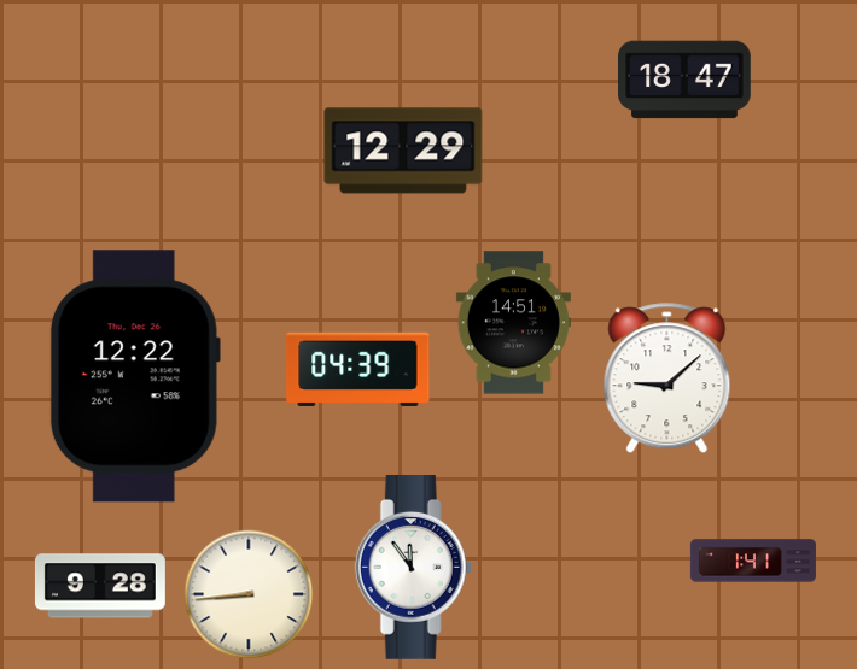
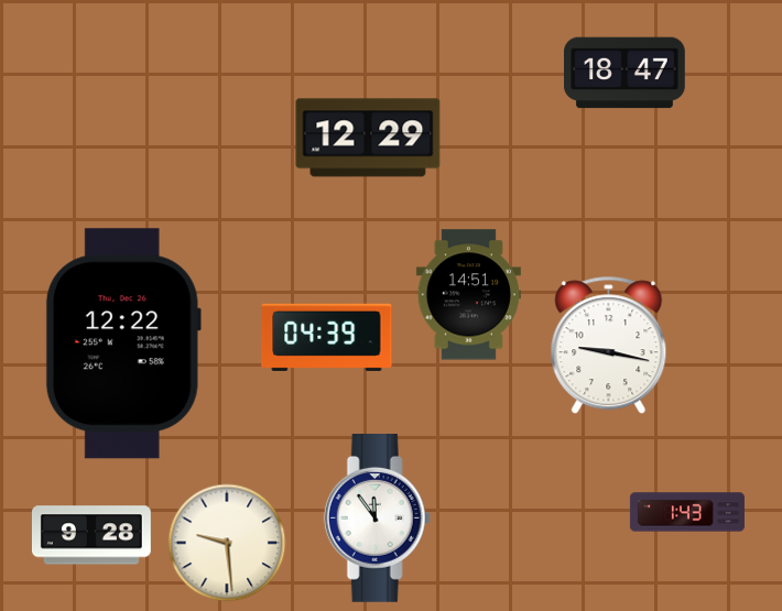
clock at (667, 378): 9:08 -> 9:17
clock at (753, 561): 1:41 -> 1:43
clock at (249, 594): 8:44 -> 9:29
